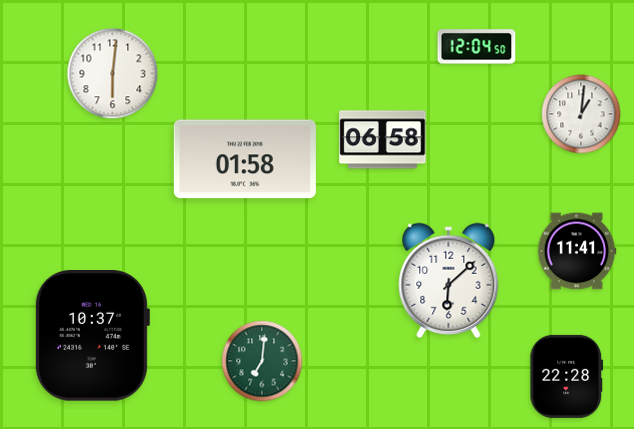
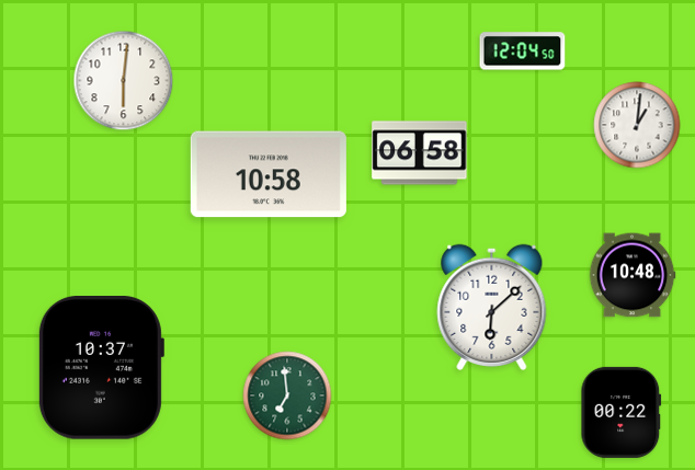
clock at (245, 159): 01:58 -> 10:58
clock at (577, 251): 11:41 -> 10:48
clock at (262, 361): 7:01 -> 6:59
clock at (567, 376): 22:28 -> 00:22
